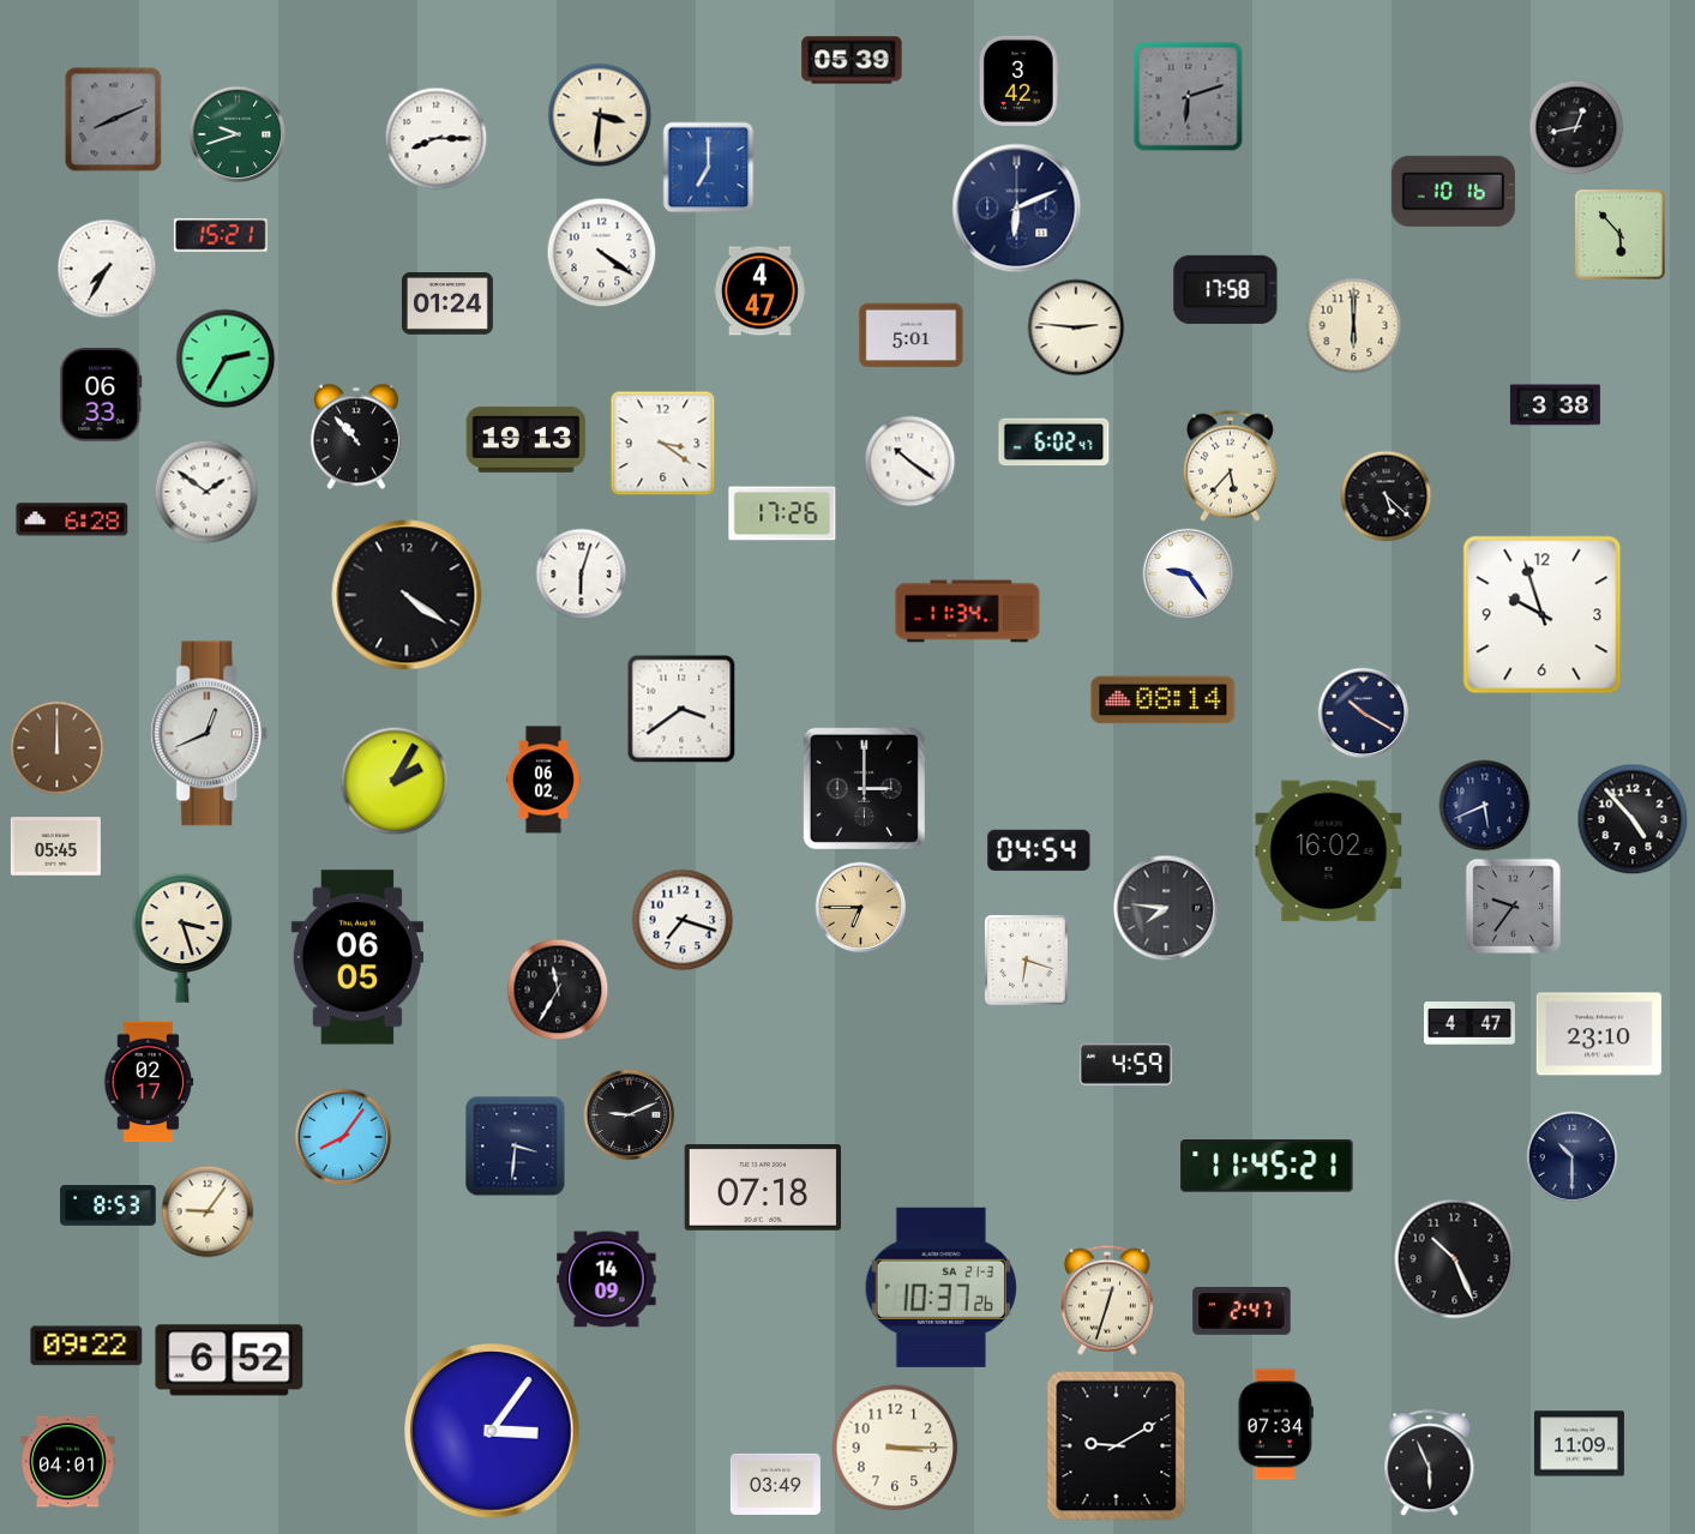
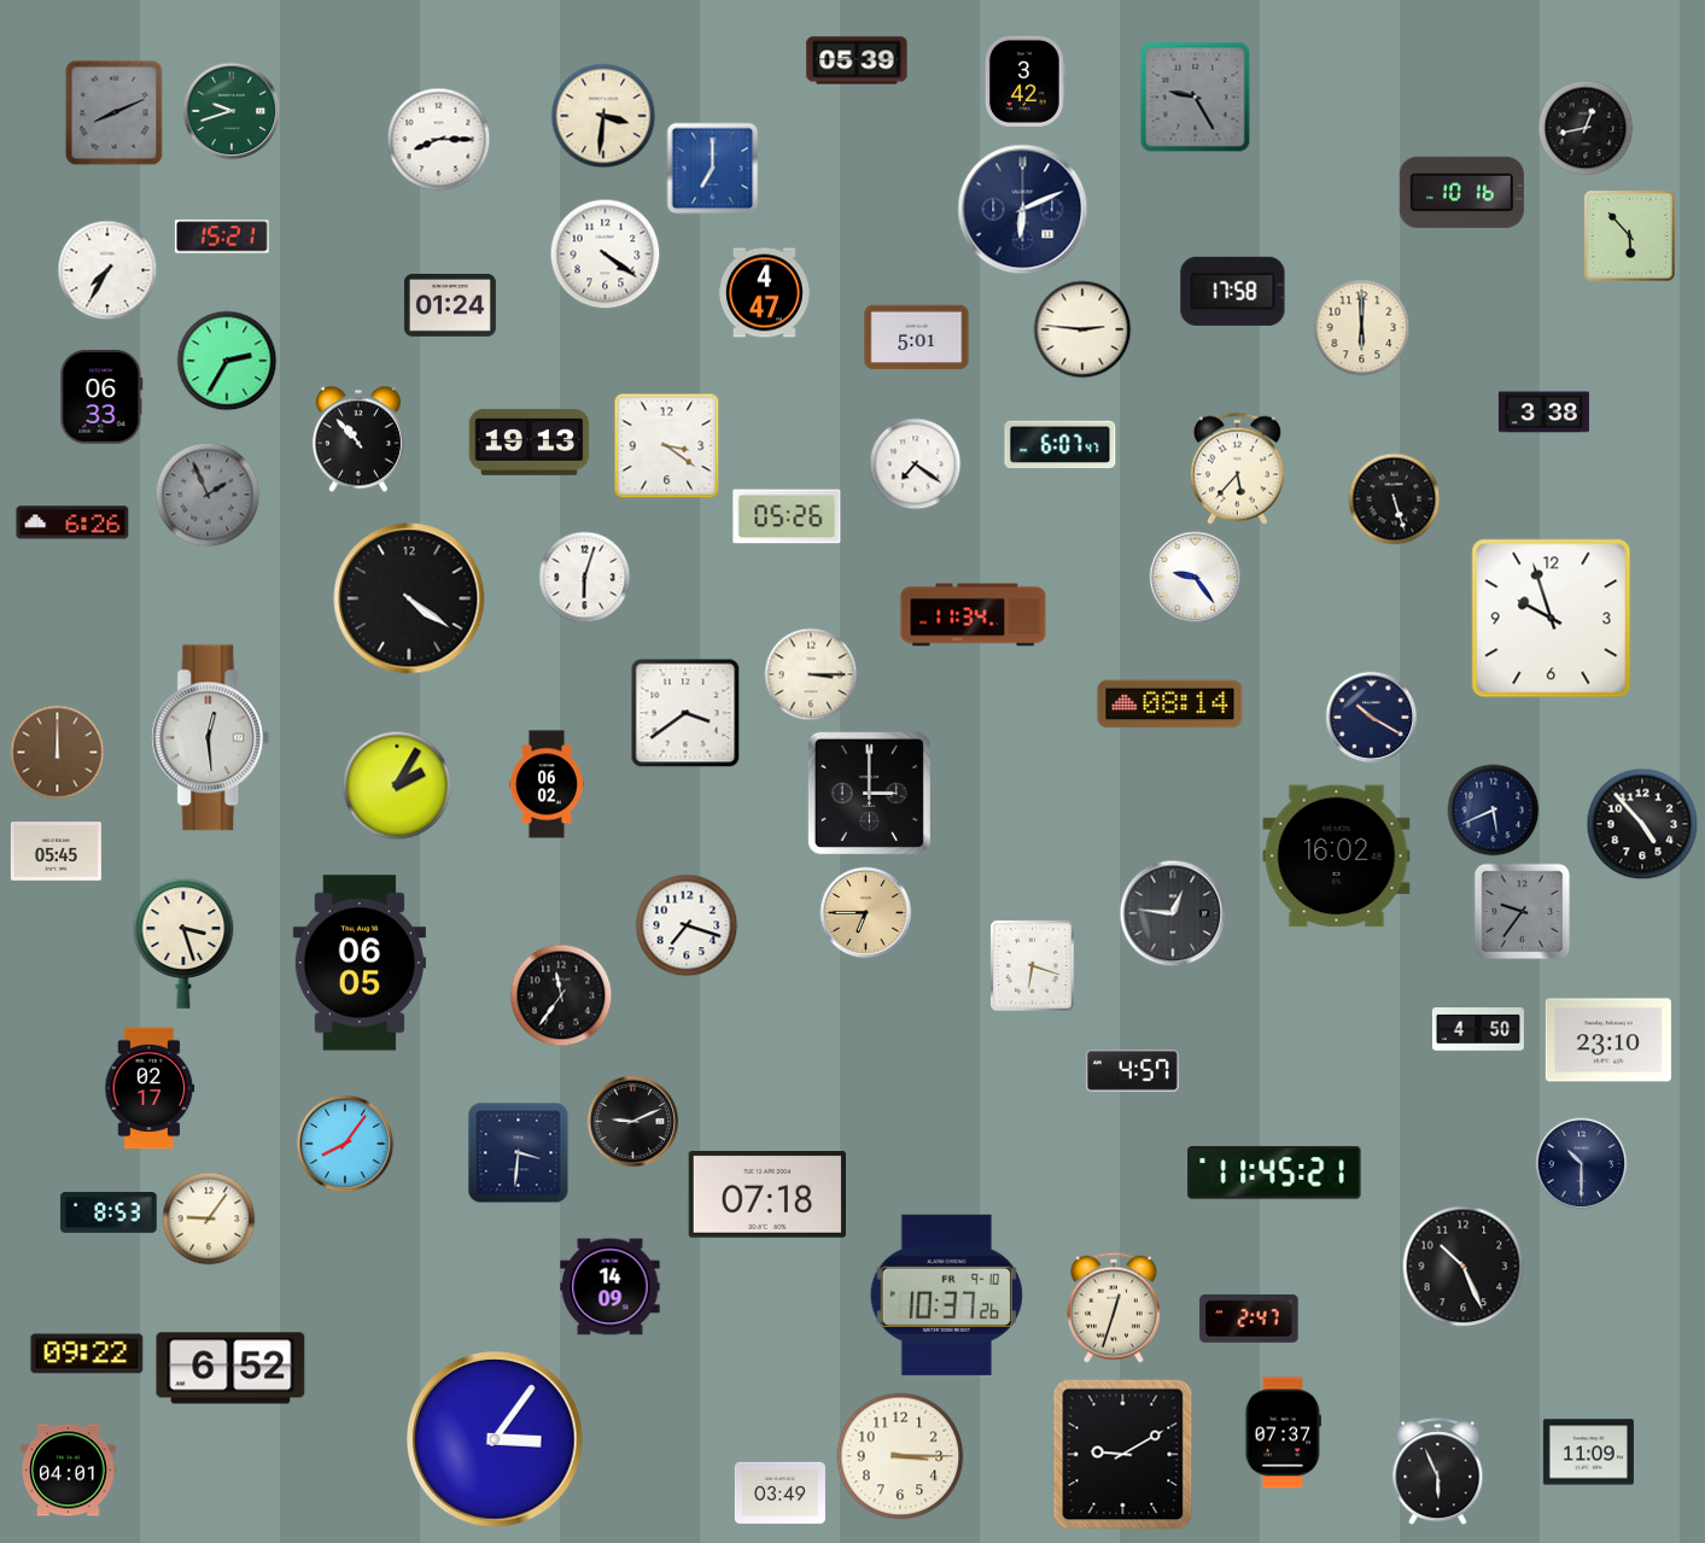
clock at (1189, 97): 6:12 -> 9:25
clock at (114, 120) position: (114, 120) -> (115, 113)
clock at (238, 134) position: (238, 134) -> (232, 111)
clock at (1555, 405) position: (1555, 405) -> (1543, 413)
clock at (1054, 443): 6:02 -> 6:07
clock at (910, 462): 10:21 -> 7:21
clock at (206, 492): 1:51 -> 1:56
clock at (206, 492) dial: white -> grey
clock at (1387, 497): 5:22 -> 5:27
clock at (782, 513): 17:26 -> 05:26
clock at (72, 519): 6:28 -> 6:26
clock at (811, 674): none -> 3:15
clock at (210, 734): 12:41 -> 12:29
clock at (1039, 850): 04:54 -> none
clock at (1166, 908): 7:46 -> 12:46
clock at (558, 989): 11:35 -> 11:36
clock at (1469, 1024): 4:47 -> 4:50
clock at (1125, 1064): 4:59 -> 4:57
clock at (940, 1287) date: SA 21-3 -> FR 9-10
clock at (1275, 1425): 07:34 -> 07:37
